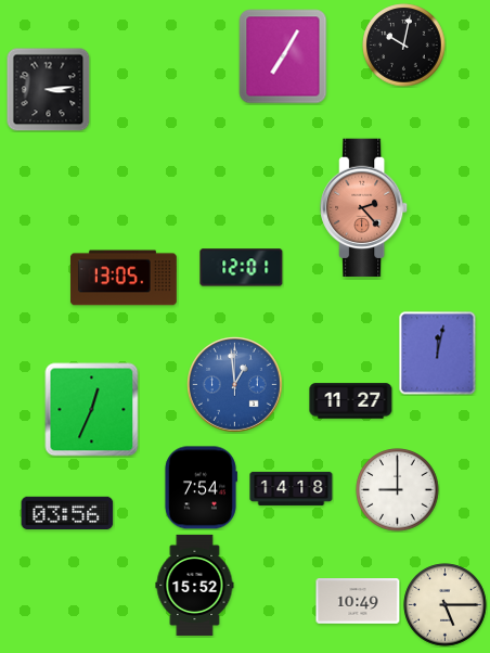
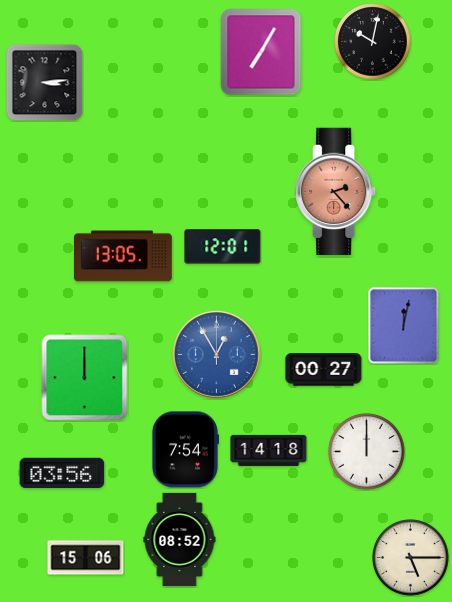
clock at (124, 278) position: (124, 278) -> (123, 256)
clock at (235, 385): 12:59 -> 12:55
clock at (351, 401): 11:27 -> 00:27
clock at (92, 410): 12:34 -> 12:00
clock at (398, 490): 9:00 -> 12:00
clock at (195, 585): 15:52 -> 08:52
clock at (358, 601): 10:49 -> none
clock at (86, 558): none -> 15:06
